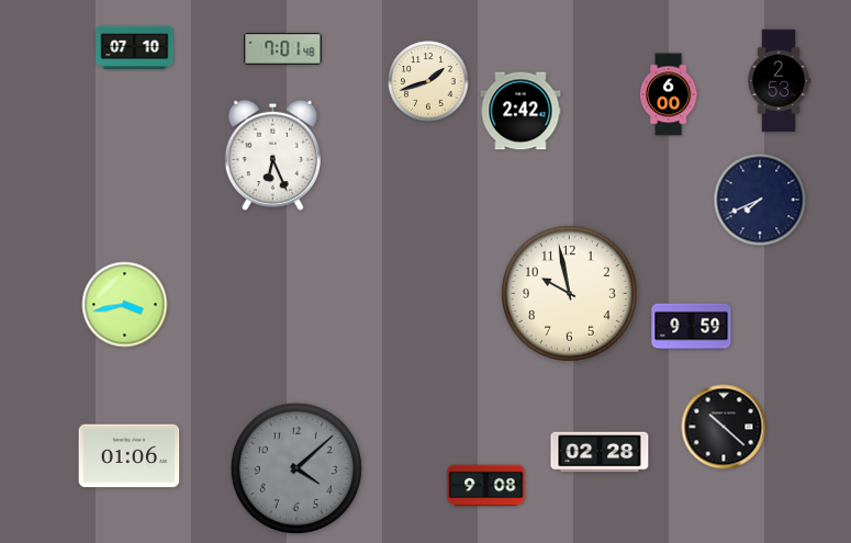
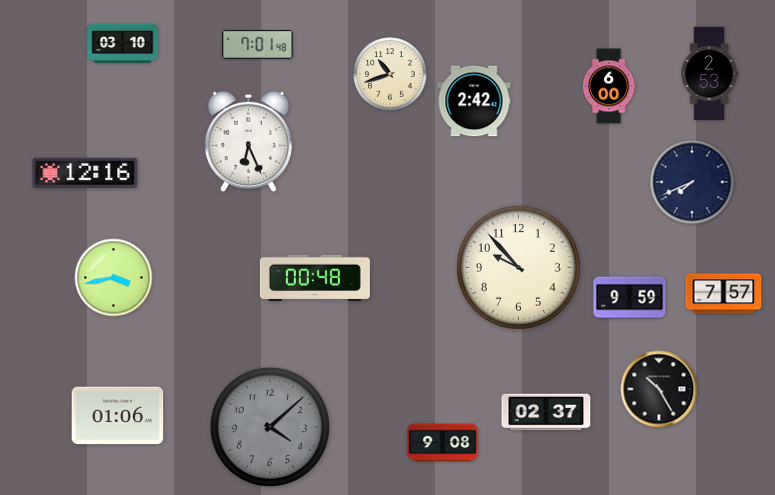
clock at (135, 47): 07:10 -> 03:10
clock at (428, 81): 1:42 -> 10:42
clock at (85, 173): none -> 12:16
clock at (569, 293): 9:58 -> 9:53
clock at (315, 278): none -> 00:48
clock at (724, 294): none -> 7:57
clock at (724, 427): 10:22 -> 10:25
clock at (600, 452): 02:28 -> 02:37
